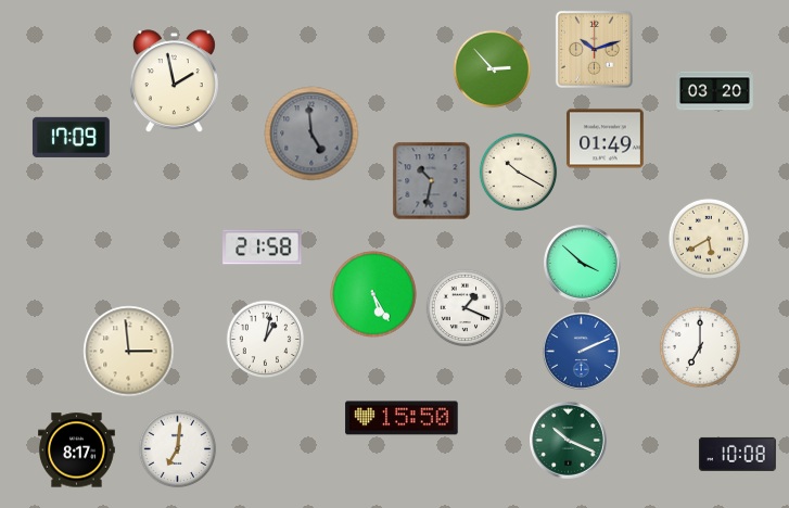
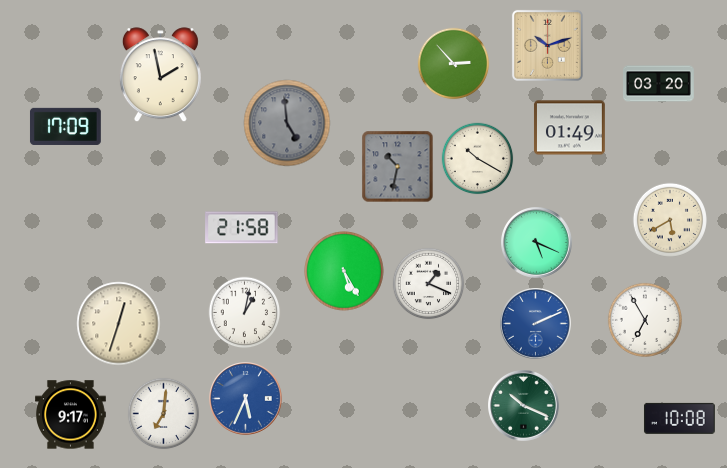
clock at (605, 139) position: (605, 139) -> (569, 128)
clock at (709, 239) position: (709, 239) -> (670, 220)
clock at (583, 264): 3:52 -> 5:19
clock at (700, 347): 7:00 -> 6:55
clock at (129, 352): 2:59 -> 12:33
clock at (402, 418): 15:50 -> none
clock at (246, 399): none -> 5:34
clock at (77, 450): 8:17 -> 9:17
